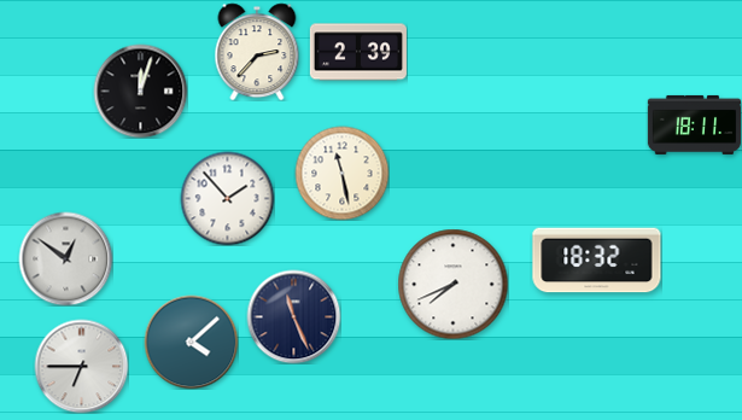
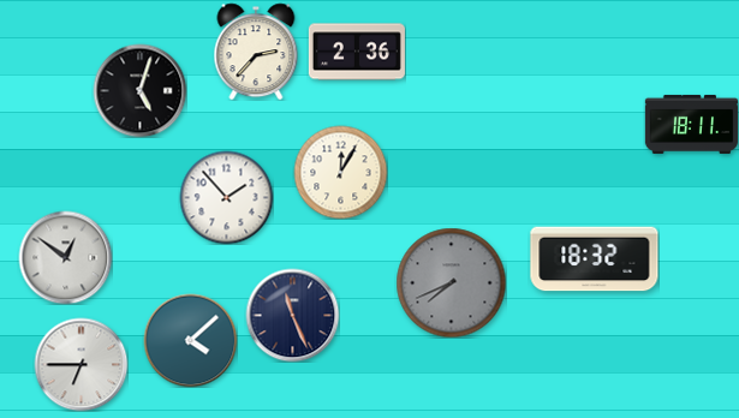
clock at (358, 52): 2:39 -> 2:36
clock at (140, 91): 12:03 -> 5:03
clock at (341, 173): 11:28 -> 12:05
clock at (452, 284) dial: white -> grey
